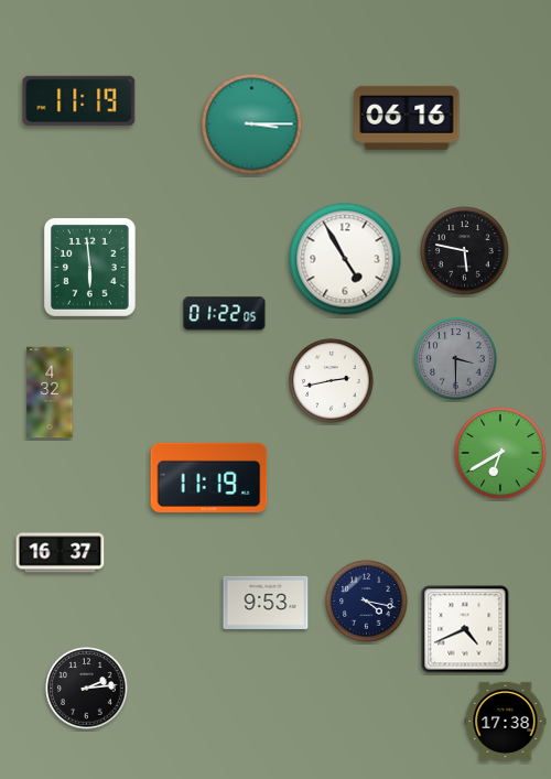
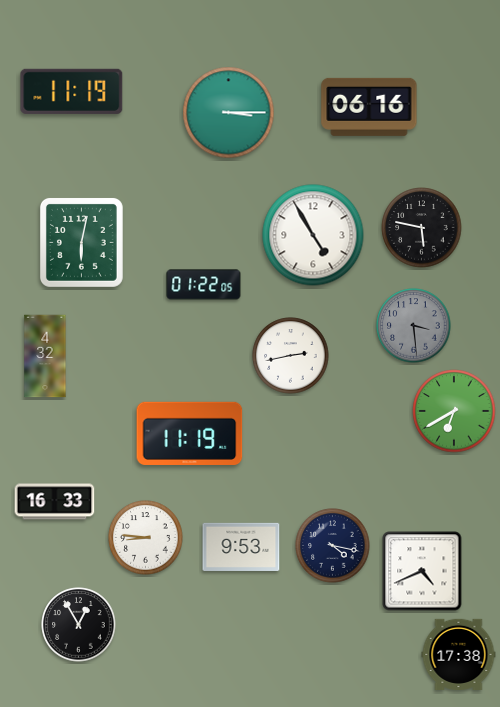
clock at (89, 267): 5:59 -> 6:02
clock at (456, 359): 3:30 -> 3:29
clock at (332, 381) position: (332, 381) -> (291, 356)
clock at (61, 553): 16:37 -> 16:33
clock at (146, 538): none -> 8:46
clock at (87, 689): 2:14 -> 12:55
